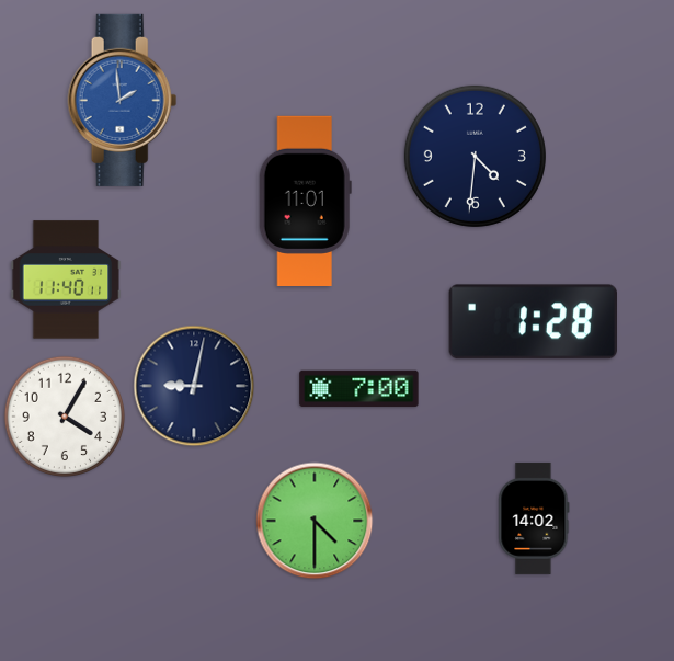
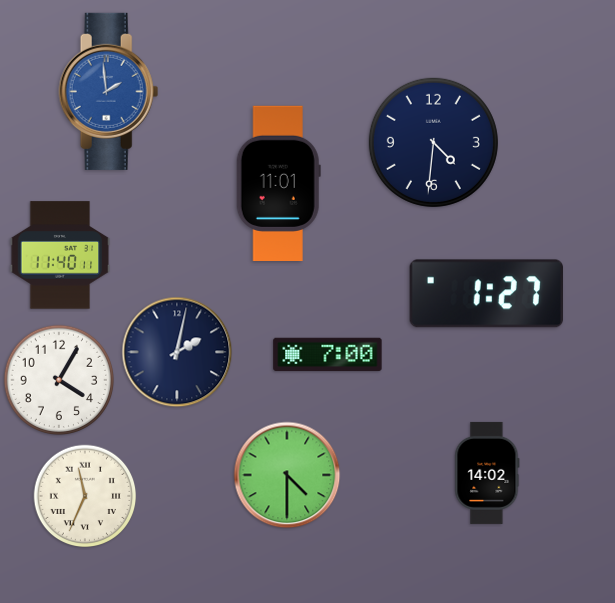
clock at (123, 100) position: (123, 100) -> (109, 91)
clock at (533, 322): 1:28 -> 1:27
clock at (194, 386): 9:02 -> 2:02
clock at (85, 496): none -> 11:34
